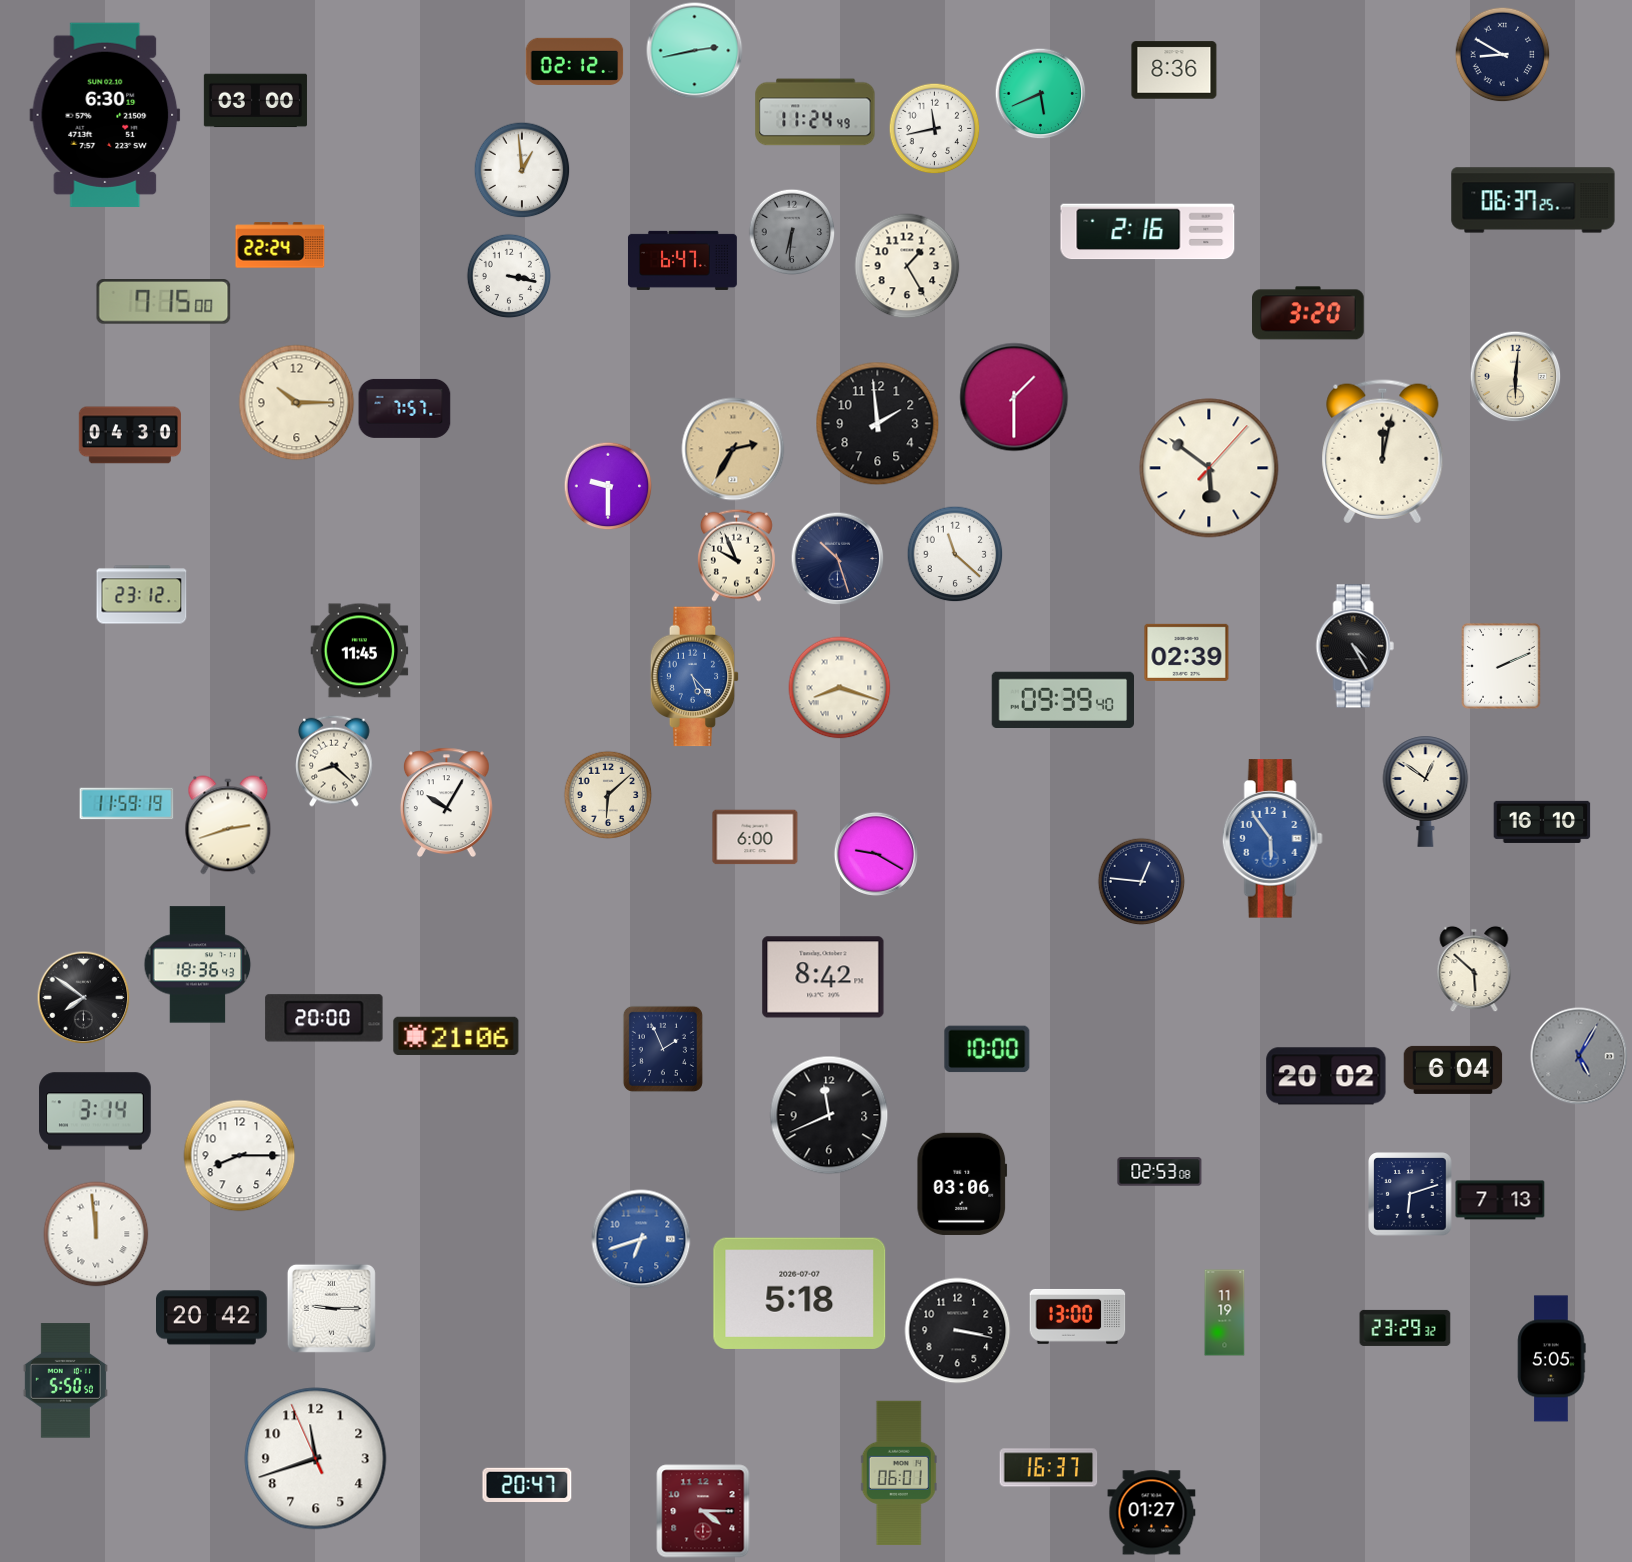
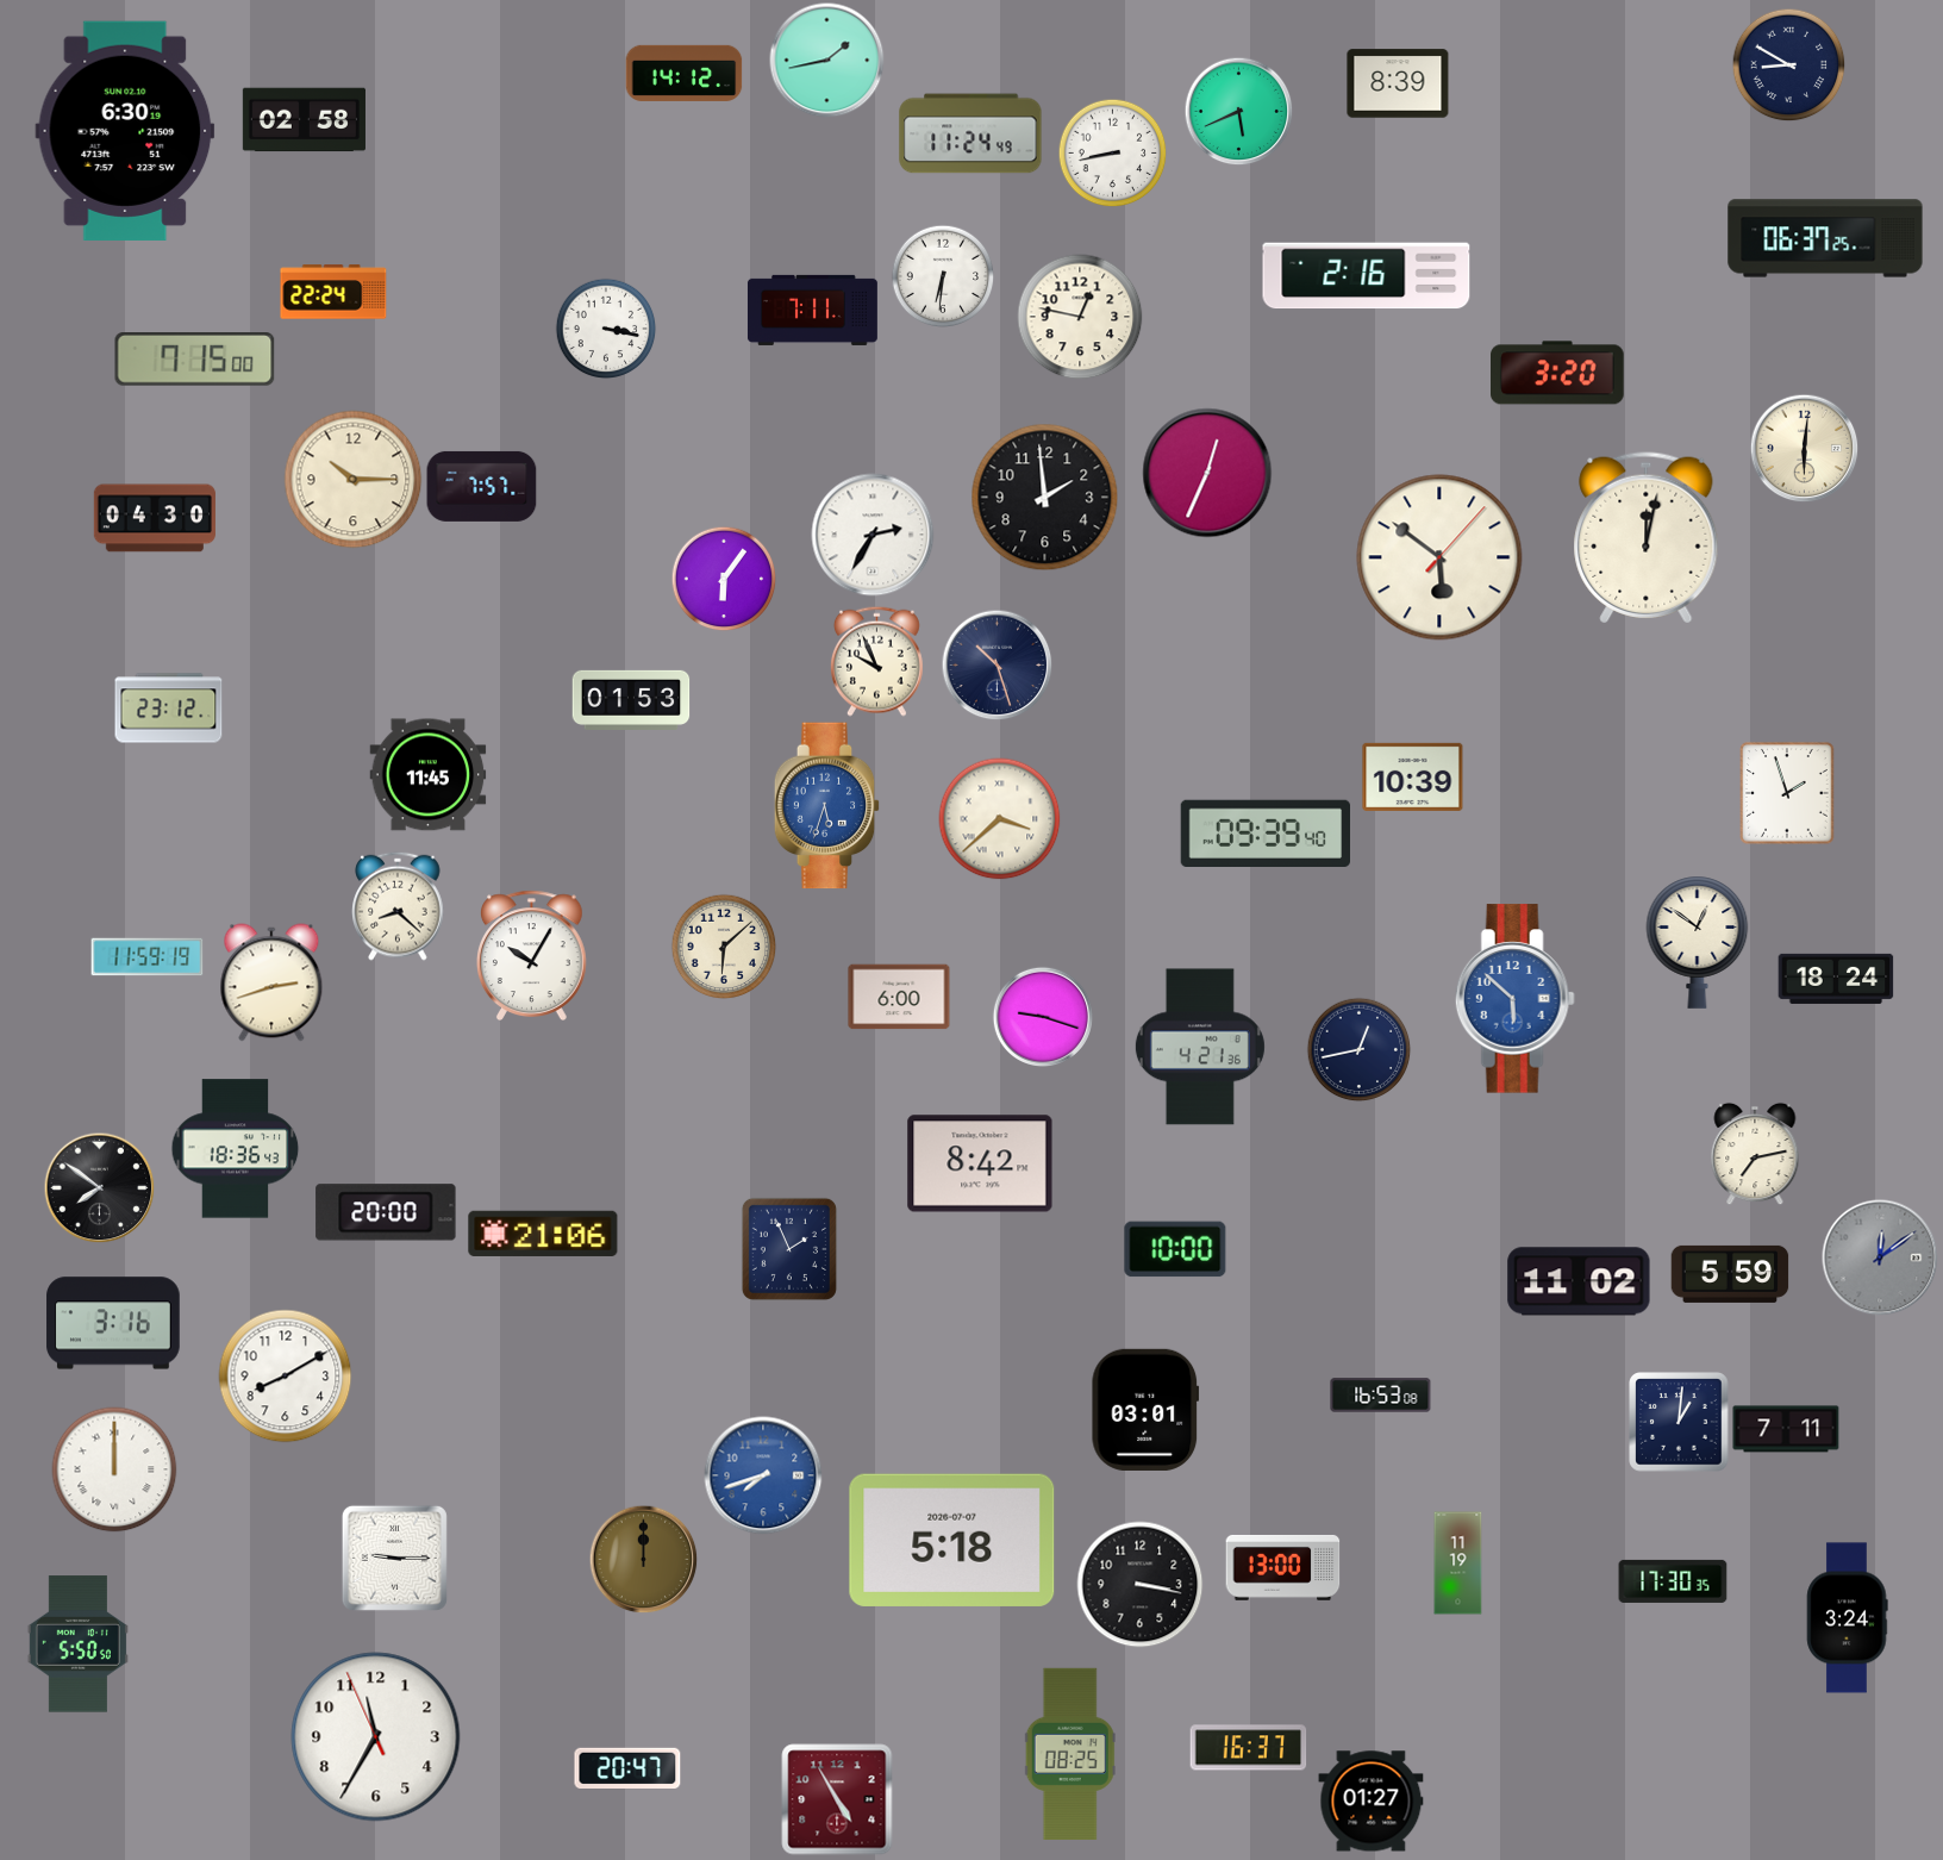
clock at (695, 51): 2:43 -> 1:43
clock at (575, 61): 02:12 -> 14:12
clock at (1174, 70): 8:36 -> 8:39
clock at (255, 101): 03:00 -> 02:58
clock at (105, 115) position: (105, 115) -> (125, 131)
clock at (934, 128): 11:43 -> 8:43
clock at (522, 170): 12:59 -> none
clock at (792, 232) dial: grey -> white
clock at (682, 260): 6:47 -> 7:11
clock at (907, 266): 1:25 -> 12:47
clock at (1014, 397): 1:30 -> 12:34
clock at (878, 424) position: (878, 424) -> (1045, 498)
clock at (733, 449) dial: champagne -> white
clock at (608, 486): 9:30 -> 6:06
clock at (955, 554): 11:22 -> none
clock at (631, 700): none -> 01:53
clock at (1355, 646): 4:25 -> none
clock at (1187, 652): 02:39 -> 10:39
clock at (1501, 666): 2:11 -> 1:57
clock at (695, 677): 5:23 -> 5:33
clock at (840, 688): 8:18 -> 3:38
clock at (127, 804) position: (127, 804) -> (148, 957)
clock at (1542, 822): 16:10 -> 18:24
clock at (1272, 839): 5:54 -> 5:52
clock at (876, 854): 9:20 -> 9:18
clock at (1200, 1047): none -> 4:21
clock at (1141, 881): 12:46 -> 12:43
clock at (1474, 969): 5:52 -> 7:13
clock at (1579, 1056): 5:05 -> 12:09
clock at (1453, 1070): 6:04 -> 5:59
clock at (1326, 1076): 20:02 -> 11:02
clock at (95, 1111): 3:14 -> 3:16
clock at (829, 1115): 11:41 -> none
clock at (240, 1156): 8:15 -> 8:10
clock at (1160, 1172): 02:53 -> 16:53
clock at (962, 1184): 03:06 -> 03:01
clock at (1410, 1194): 6:12 -> 1:01
clock at (1500, 1200): 7:13 -> 7:11
clock at (96, 1234): 11:59 -> 12:00
clock at (641, 1239): 6:42 -> 7:42
clock at (643, 1559): none -> 12:00
clock at (212, 1318): 20:42 -> none
clock at (1405, 1328): 23:29 -> 17:30
clock at (1552, 1359): 5:05 -> 3:24
clock at (316, 1459): 11:41 -> 11:34
clock at (899, 1473): 06:01 -> 08:25
clock at (703, 1511): 4:15 -> 4:55
